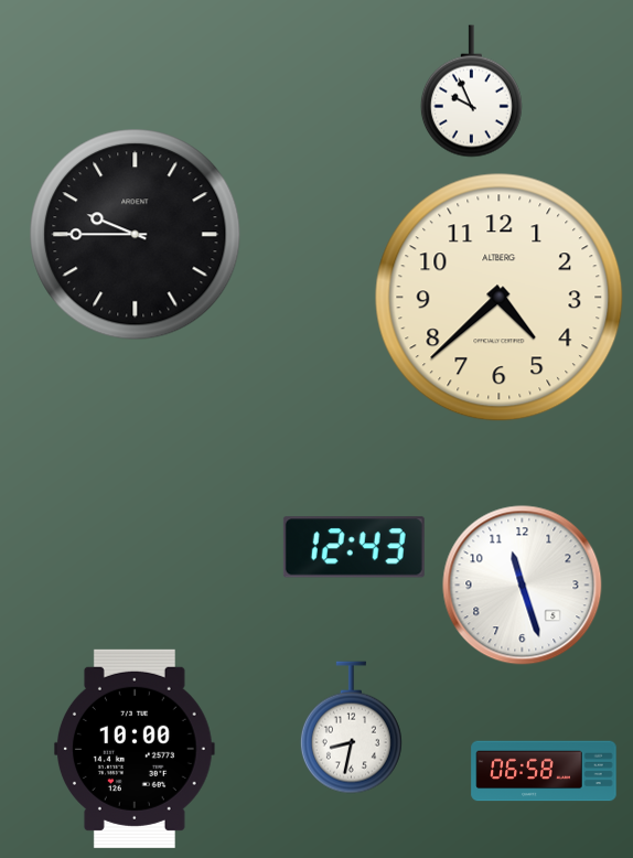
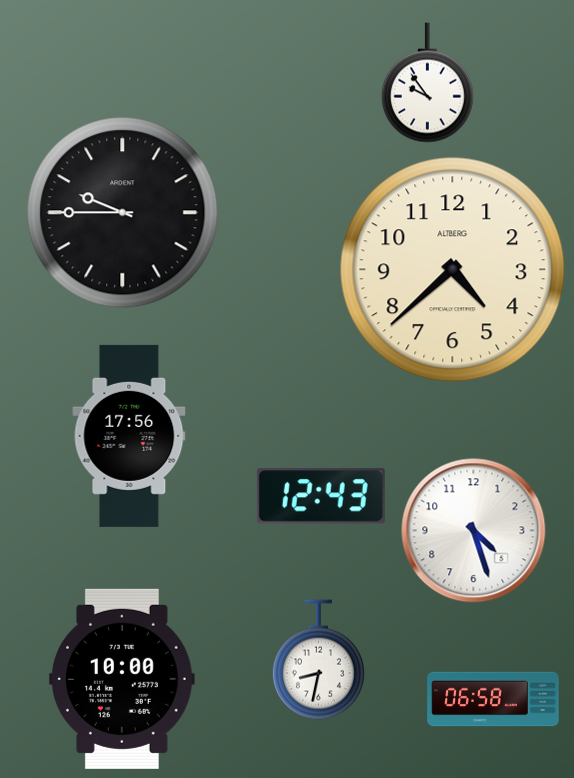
clock at (471, 92): 9:56 -> 9:54
clock at (129, 436): none -> 17:56
clock at (523, 586): 11:27 -> 4:27
